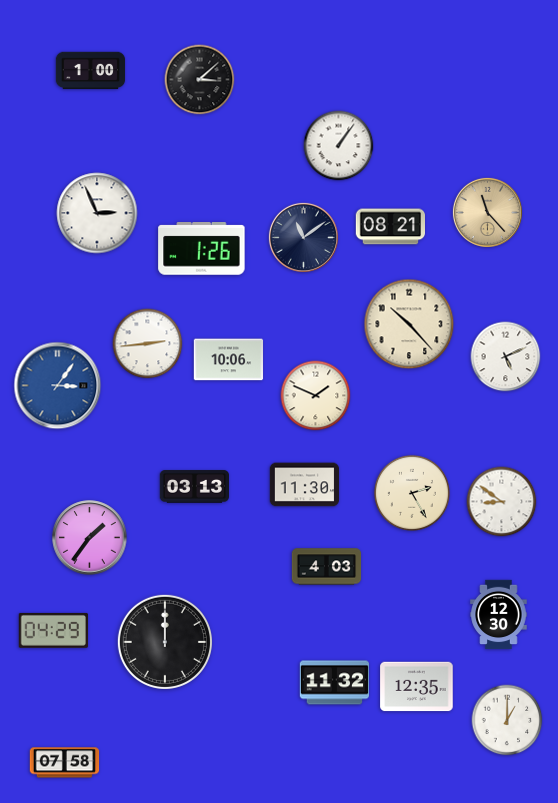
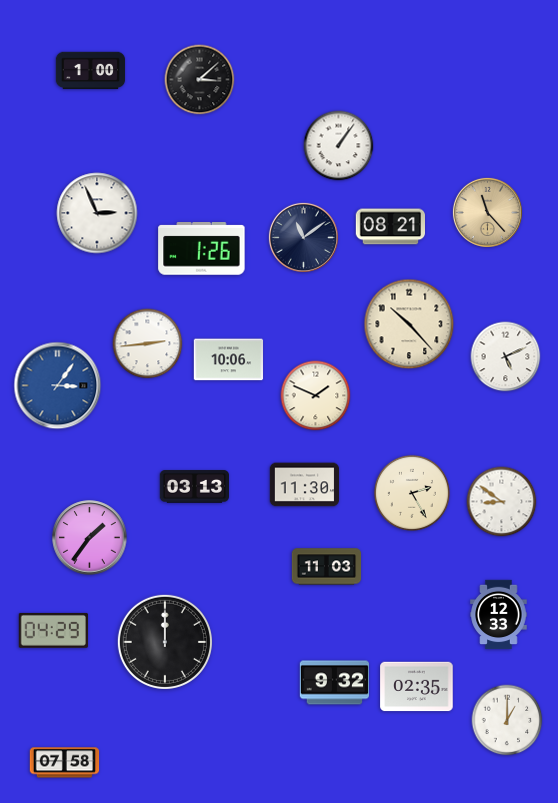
clock at (327, 567): 4:03 -> 11:03
clock at (499, 615): 12:30 -> 12:33
clock at (334, 683): 11:32 -> 9:32
clock at (417, 687): 12:35 -> 02:35
